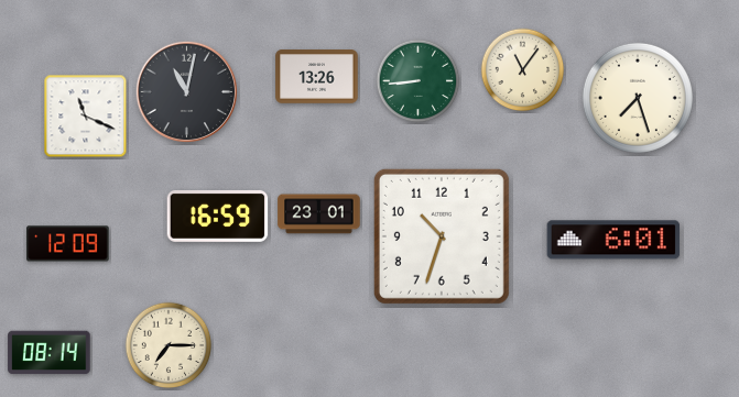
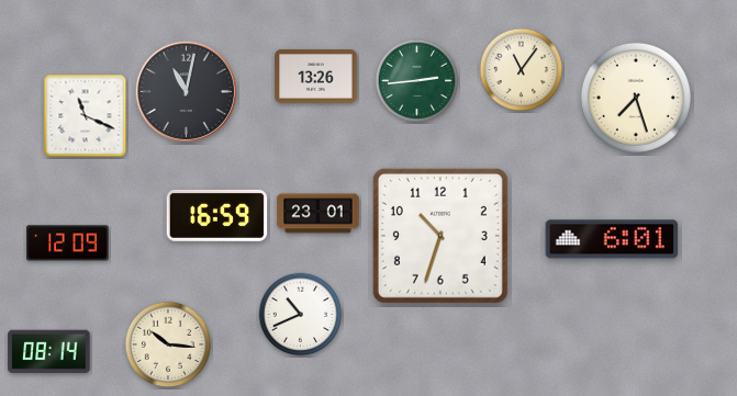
clock at (419, 81): 8:44 -> 2:44
clock at (301, 315): none -> 10:41
clock at (169, 345): 7:15 -> 10:16
